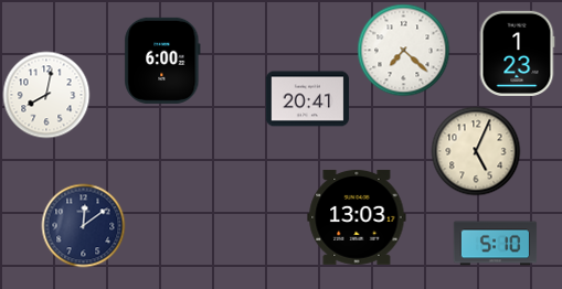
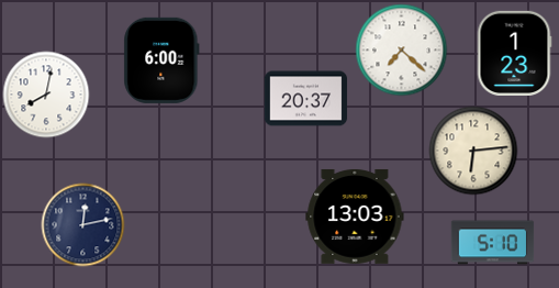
clock at (308, 99): 20:41 -> 20:37
clock at (476, 151): 5:04 -> 6:14
clock at (84, 226): 12:09 -> 12:13
